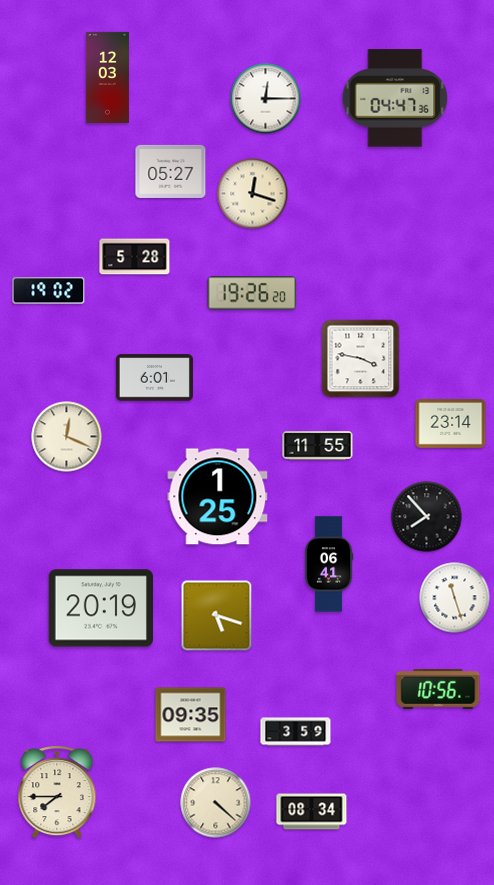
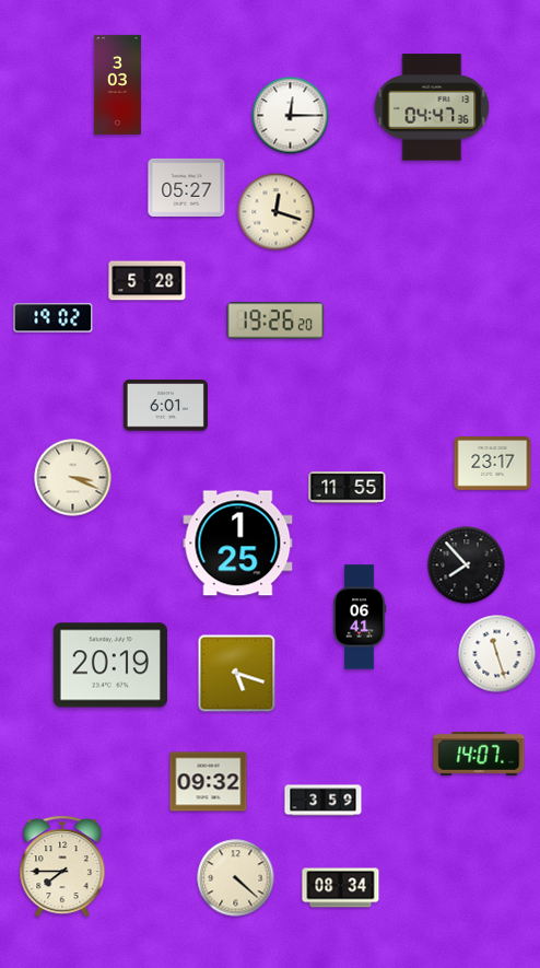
clock at (107, 77): 12:03 -> 3:03
clock at (266, 99) position: (266, 99) -> (291, 116)
clock at (361, 359): 3:47 -> none
clock at (154, 378) position: (154, 378) -> (165, 406)
clock at (451, 424): 23:14 -> 23:17
clock at (67, 437): 12:19 -> 3:19
clock at (438, 689): 10:56 -> 14:07
clock at (191, 715): 09:35 -> 09:32
